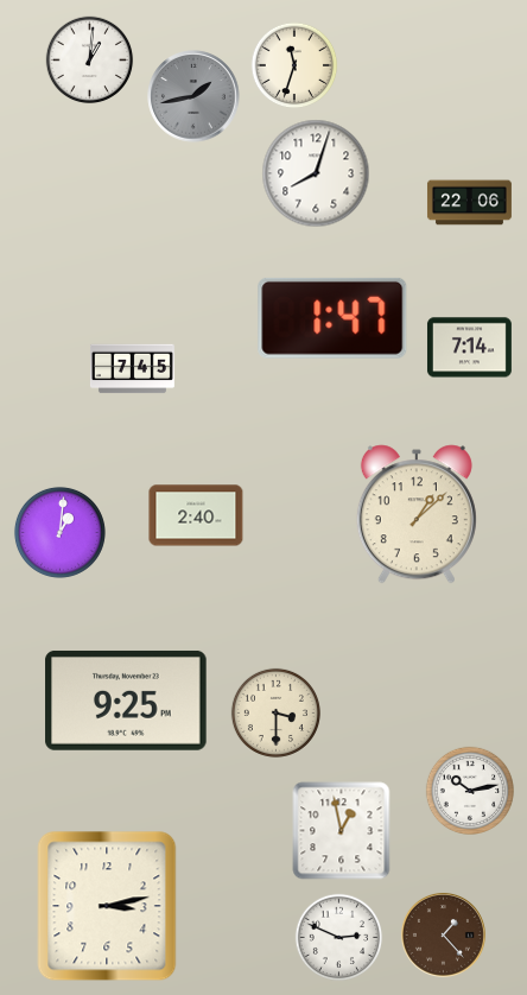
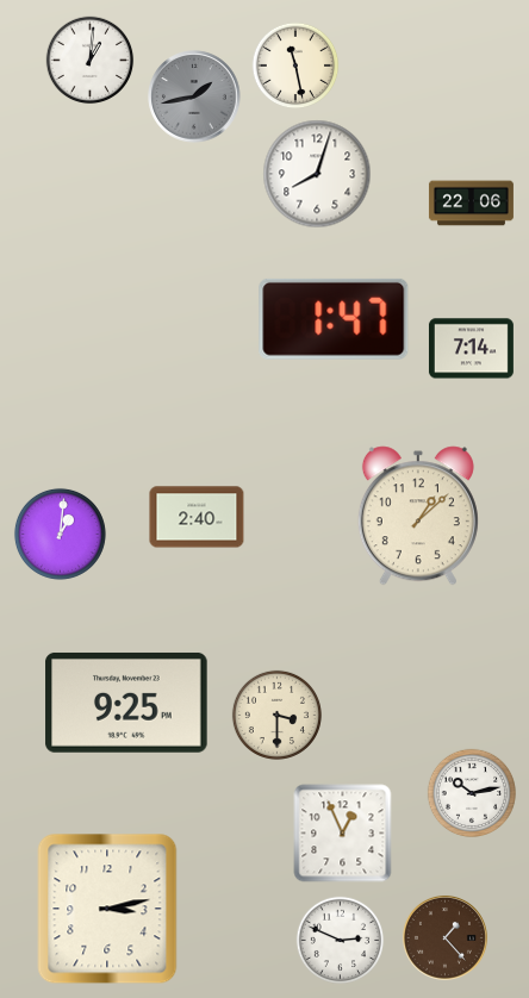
clock at (294, 65): 11:33 -> 11:28
clock at (132, 369): 7:45 -> none
clock at (342, 831): 12:58 -> 12:56
